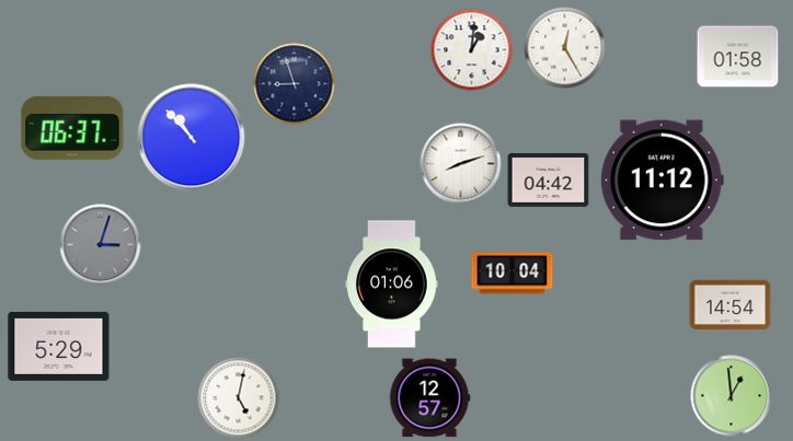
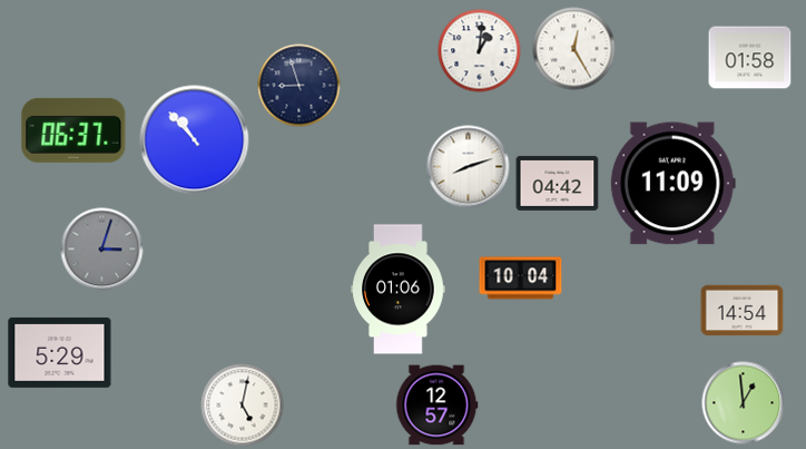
clock at (662, 181): 11:12 -> 11:09
